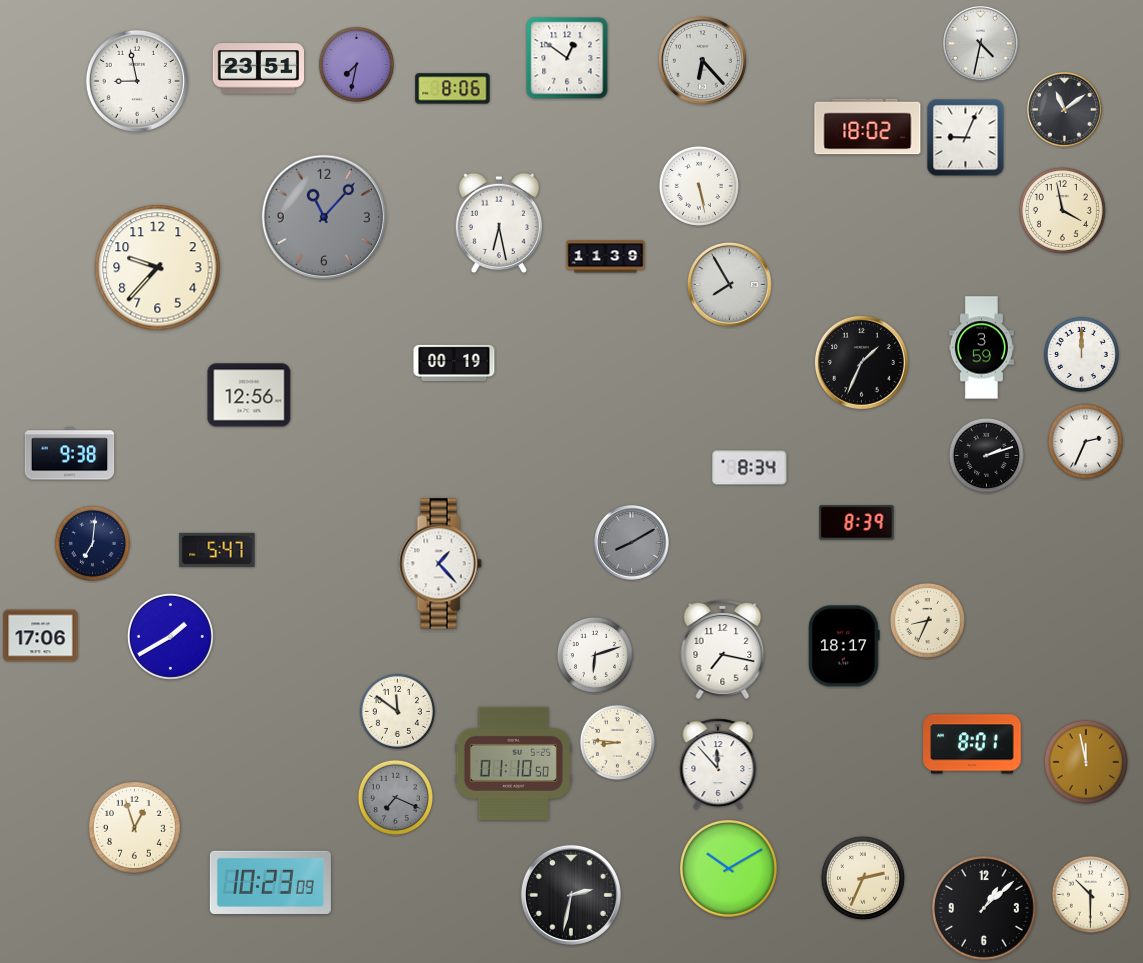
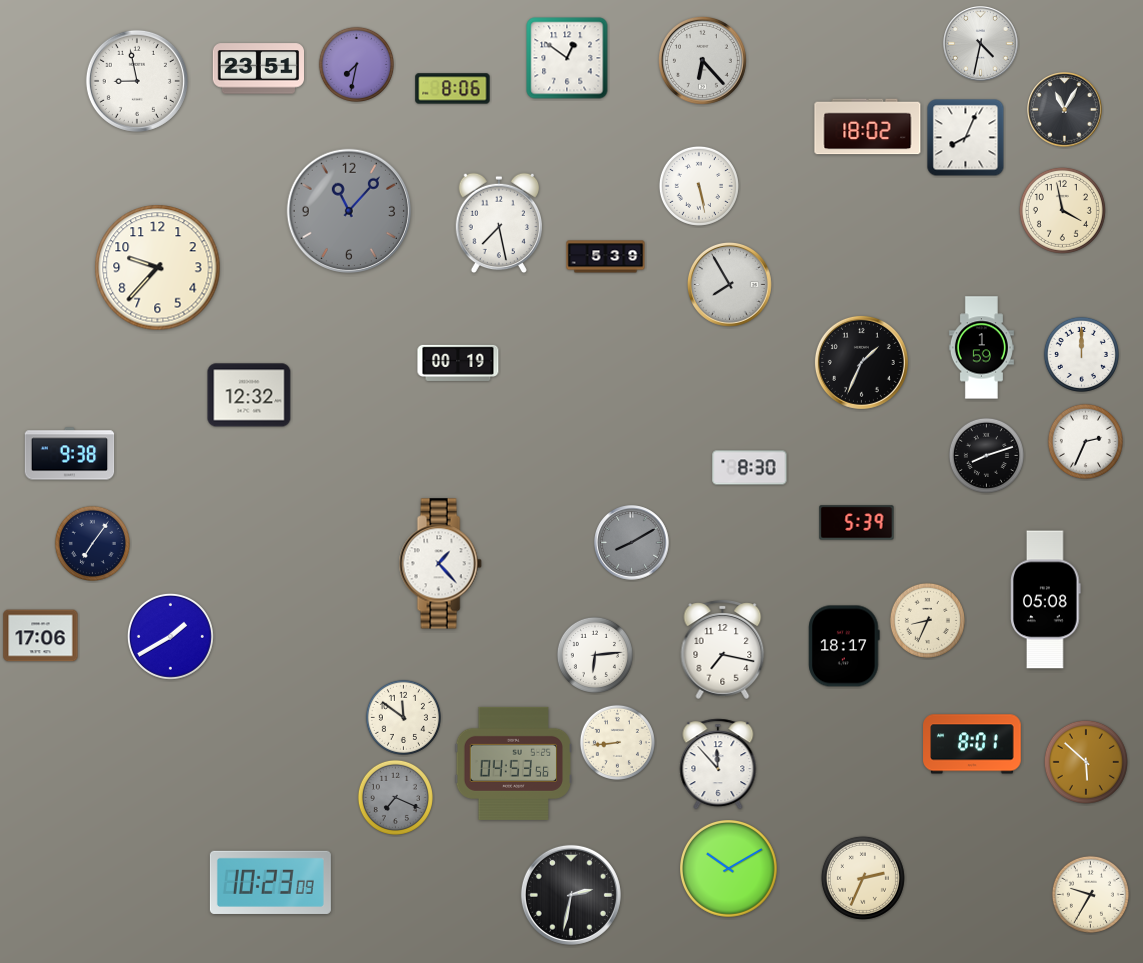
clock at (1065, 110): 11:09 -> 11:05
clock at (966, 138): 9:04 -> 8:04
clock at (323, 216) position: (323, 216) -> (348, 210)
clock at (498, 223): 6:28 -> 7:28
clock at (606, 257): 11:39 -> 5:39
clock at (981, 348): 3:59 -> 1:59
clock at (454, 363) position: (454, 363) -> (458, 363)
clock at (249, 395): 12:56 -> 12:32
clock at (986, 455): 2:12 -> 8:12
clock at (750, 468): 8:34 -> 8:30
clock at (857, 523): 8:39 -> 5:39
clock at (92, 543): 7:01 -> 7:06
clock at (217, 550): 5:47 -> none
clock at (1046, 600): none -> 05:08
clock at (595, 655): 6:12 -> 6:14
clock at (397, 711) position: (397, 711) -> (403, 717)
clock at (617, 742): 8:46 -> 8:44
clock at (1086, 762): 11:58 -> 5:52
clock at (514, 763): 01:10 -> 04:53
clock at (134, 827): 12:57 -> none
clock at (1090, 894): 10:30 -> 9:35
clock at (984, 908): 1:08 -> none
